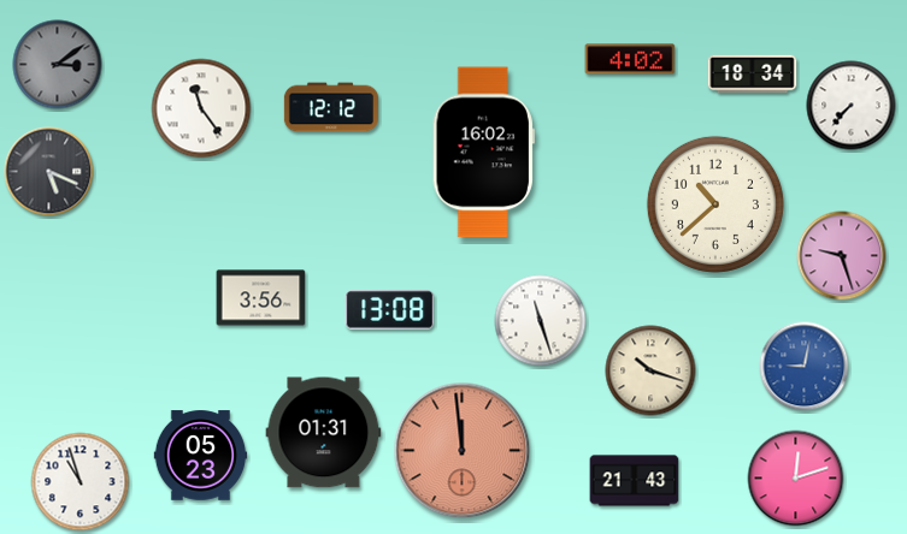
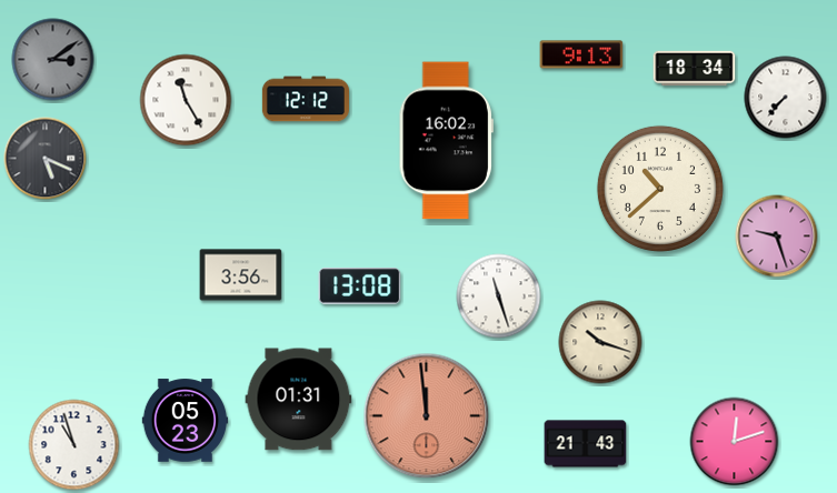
clock at (630, 59): 4:02 -> 9:13
clock at (201, 108): 11:24 -> 11:25
clock at (805, 367): 9:02 -> none
